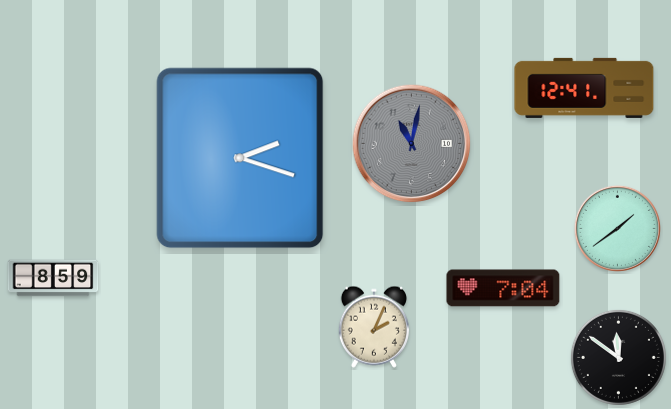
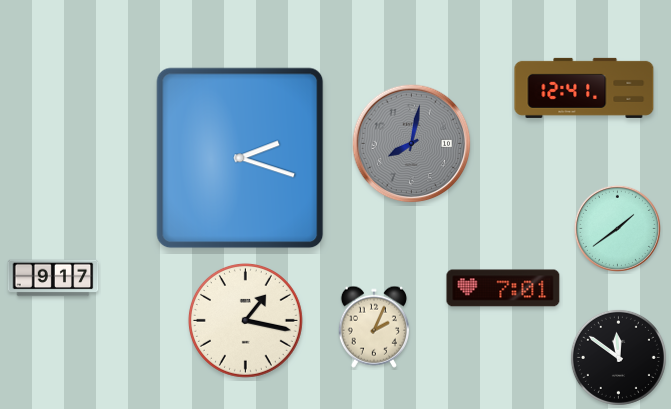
clock at (412, 144): 11:02 -> 8:02
clock at (53, 278): 8:59 -> 9:17
clock at (503, 288): 7:04 -> 7:01
clock at (245, 320): none -> 1:17
